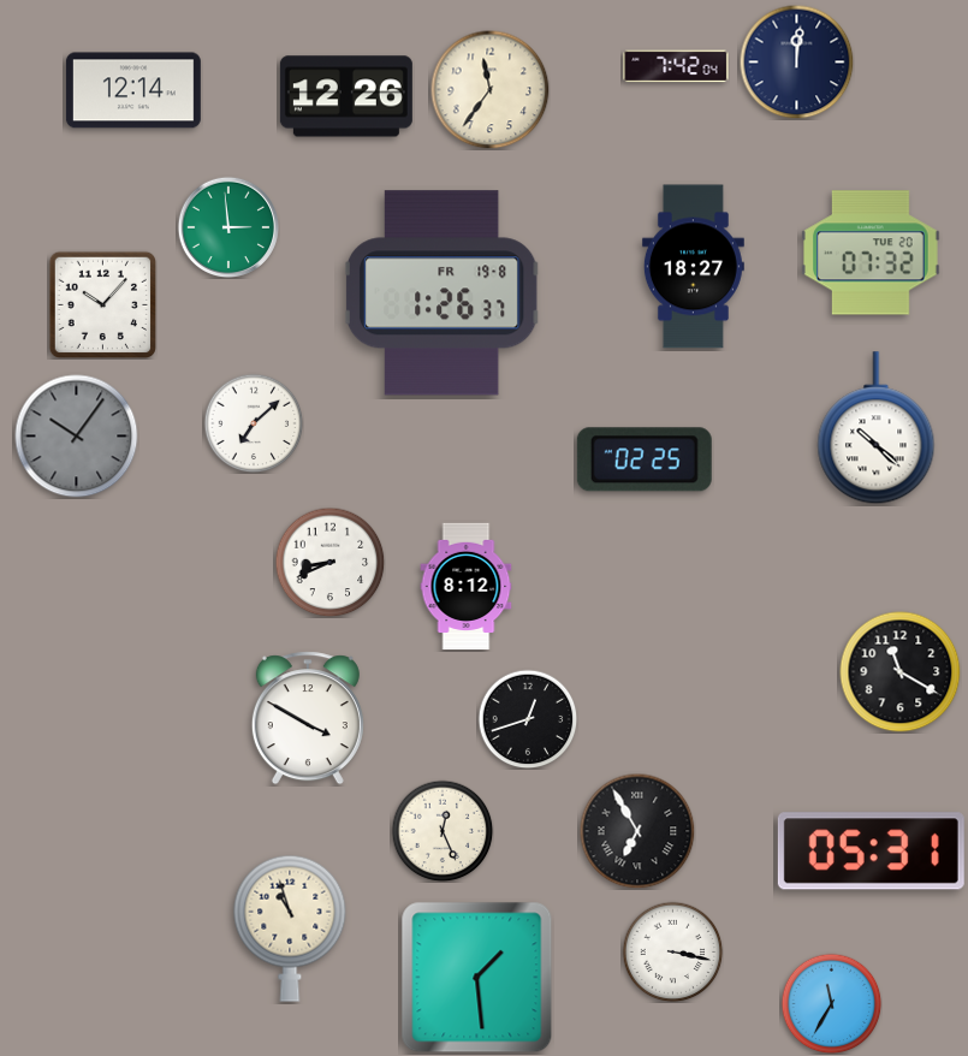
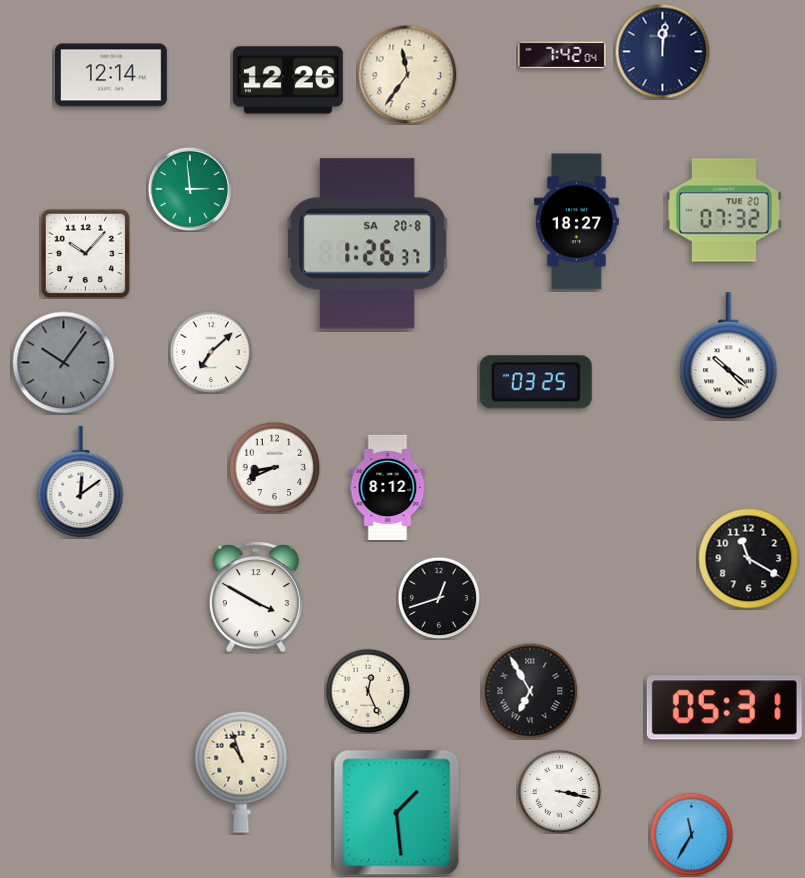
clock at (441, 293) date: FR 19-8 -> SA 20-8
clock at (645, 459): 02:25 -> 03:25
clock at (81, 482): none -> 12:09
